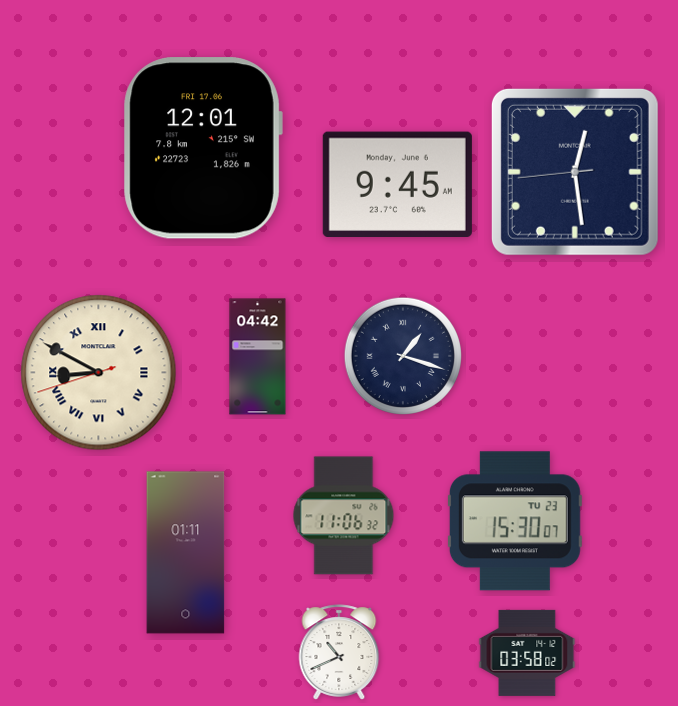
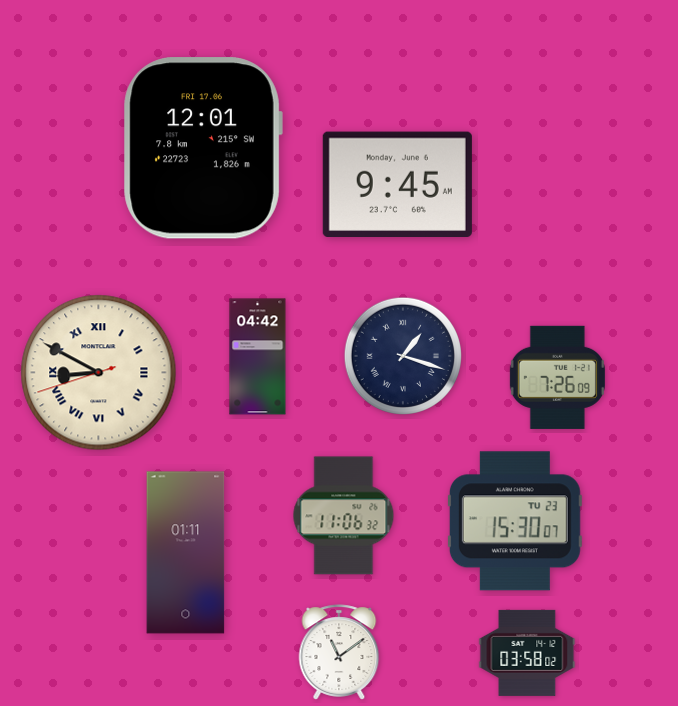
clock at (575, 172): 12:28 -> none
clock at (557, 377): none -> 7:26
clock at (339, 652): 10:41 -> 11:09
